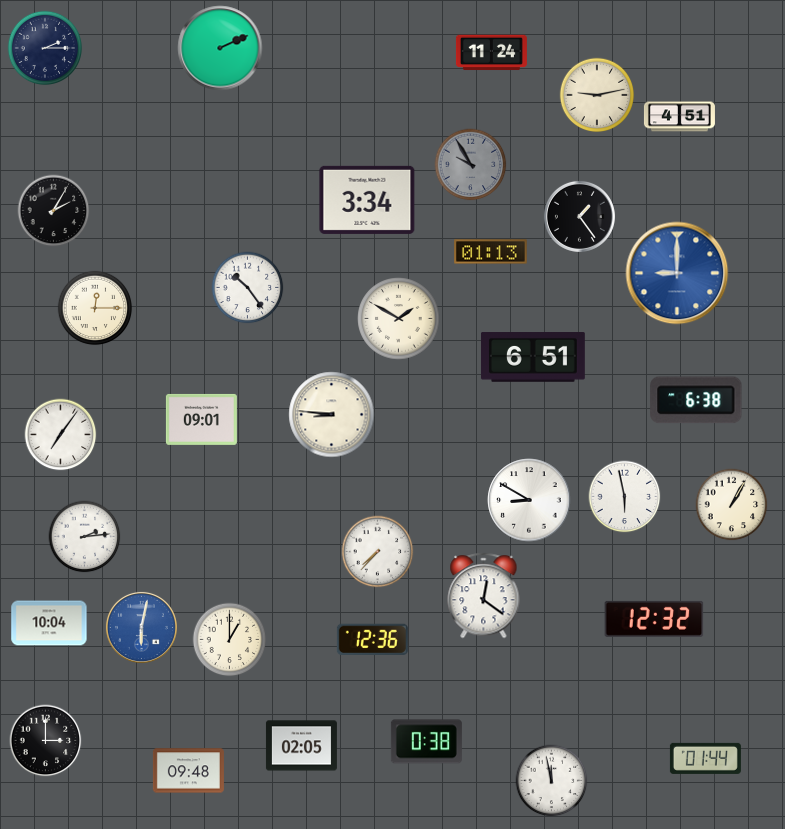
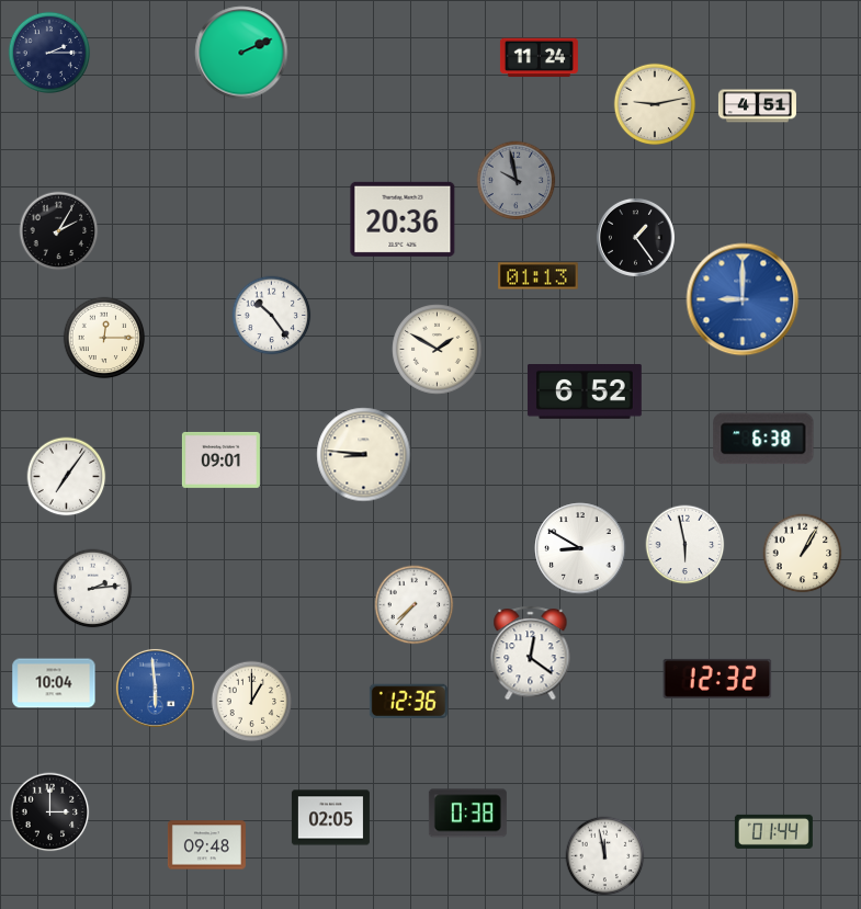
clock at (679, 117) position: (679, 117) -> (757, 106)
clock at (471, 165): 9:55 -> 9:58
clock at (367, 200): 3:34 -> 20:36
clock at (533, 358): 6:51 -> 6:52
clock at (141, 627): 6:02 -> 5:59
